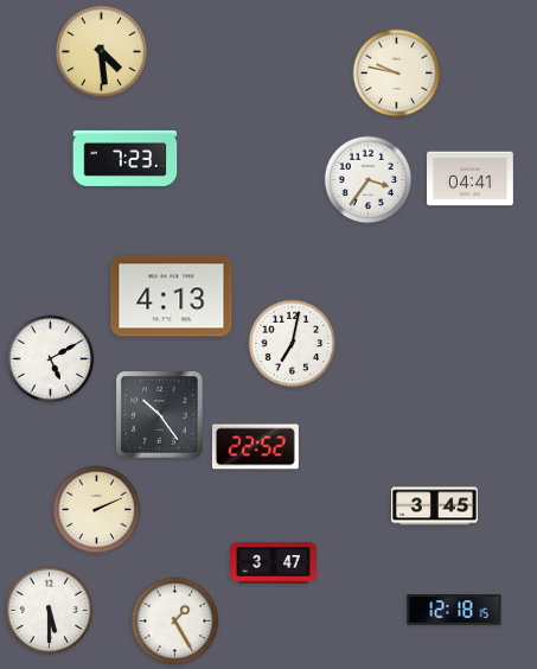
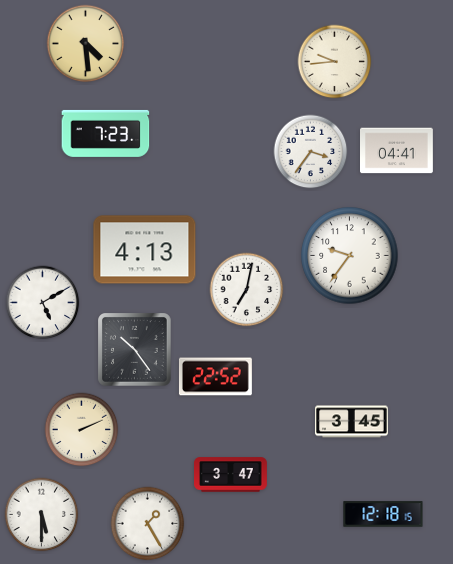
clock at (397, 74): 9:47 -> 9:44
clock at (350, 256): none -> 9:36
clock at (435, 506) position: (435, 506) -> (352, 422)
